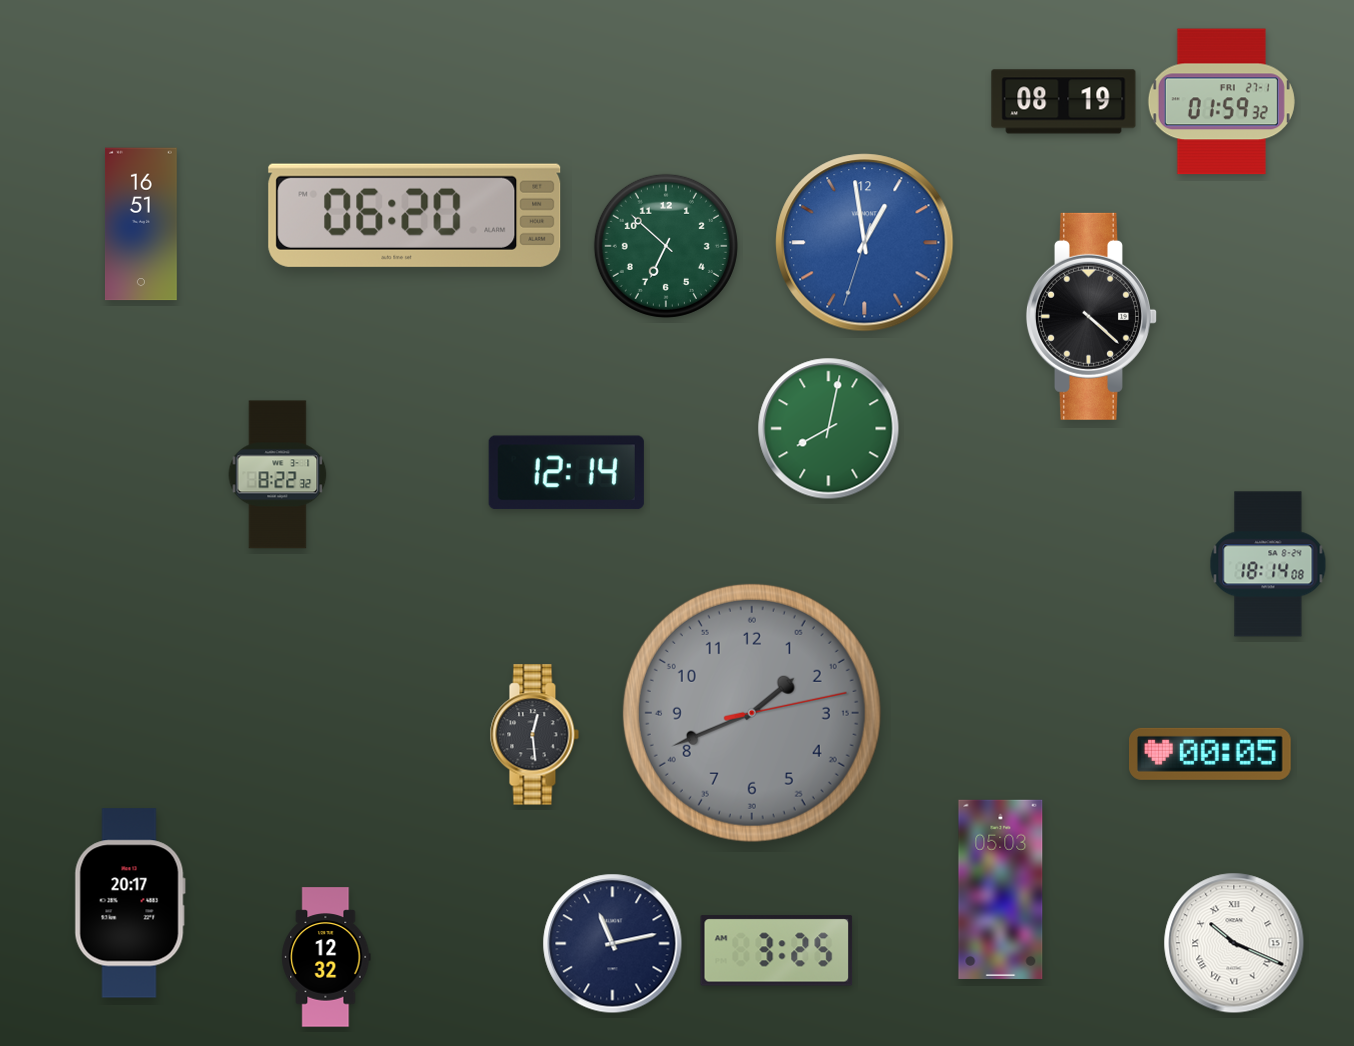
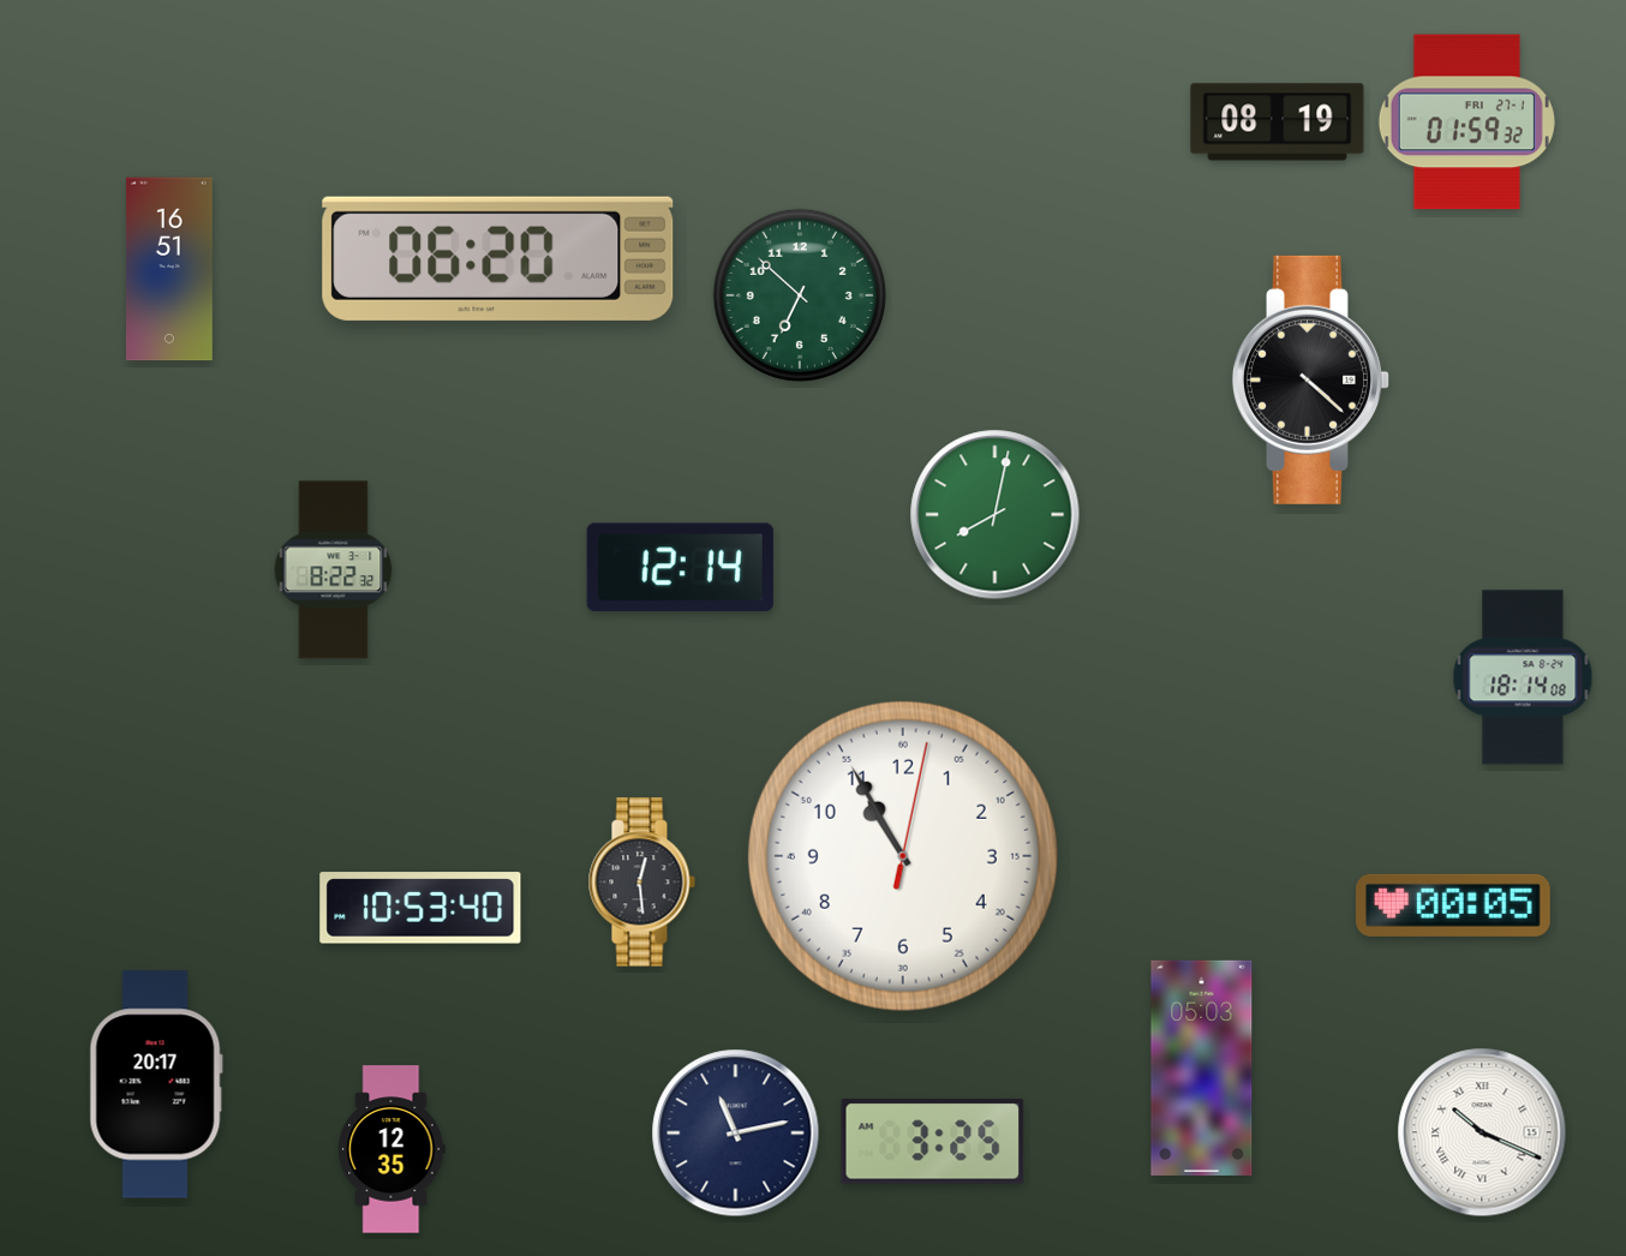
clock at (865, 243): 12:58 -> none
clock at (752, 713): 1:41 -> 10:55
clock at (752, 713) dial: grey -> white
clock at (420, 908): none -> 10:53
clock at (326, 957): 12:32 -> 12:35
